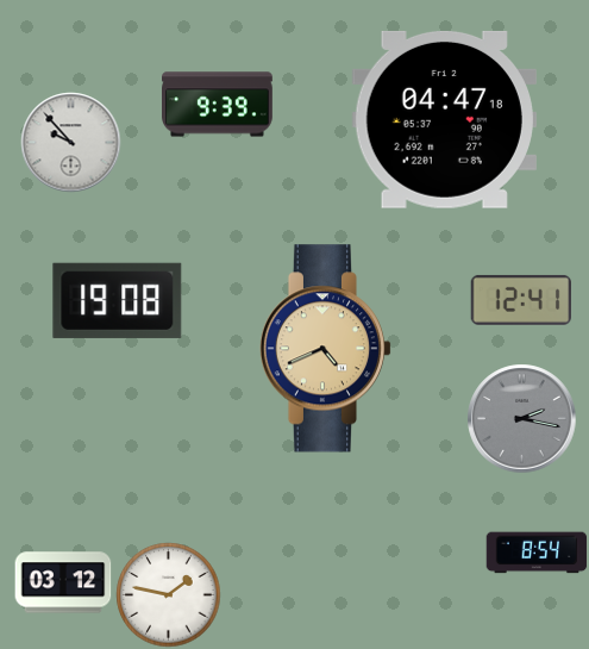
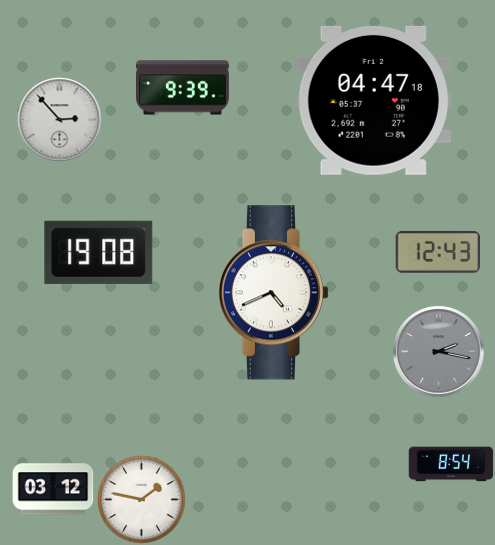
clock at (71, 143): 9:53 -> 2:53
clock at (520, 300): 12:41 -> 12:43
clock at (326, 349) dial: champagne -> white
